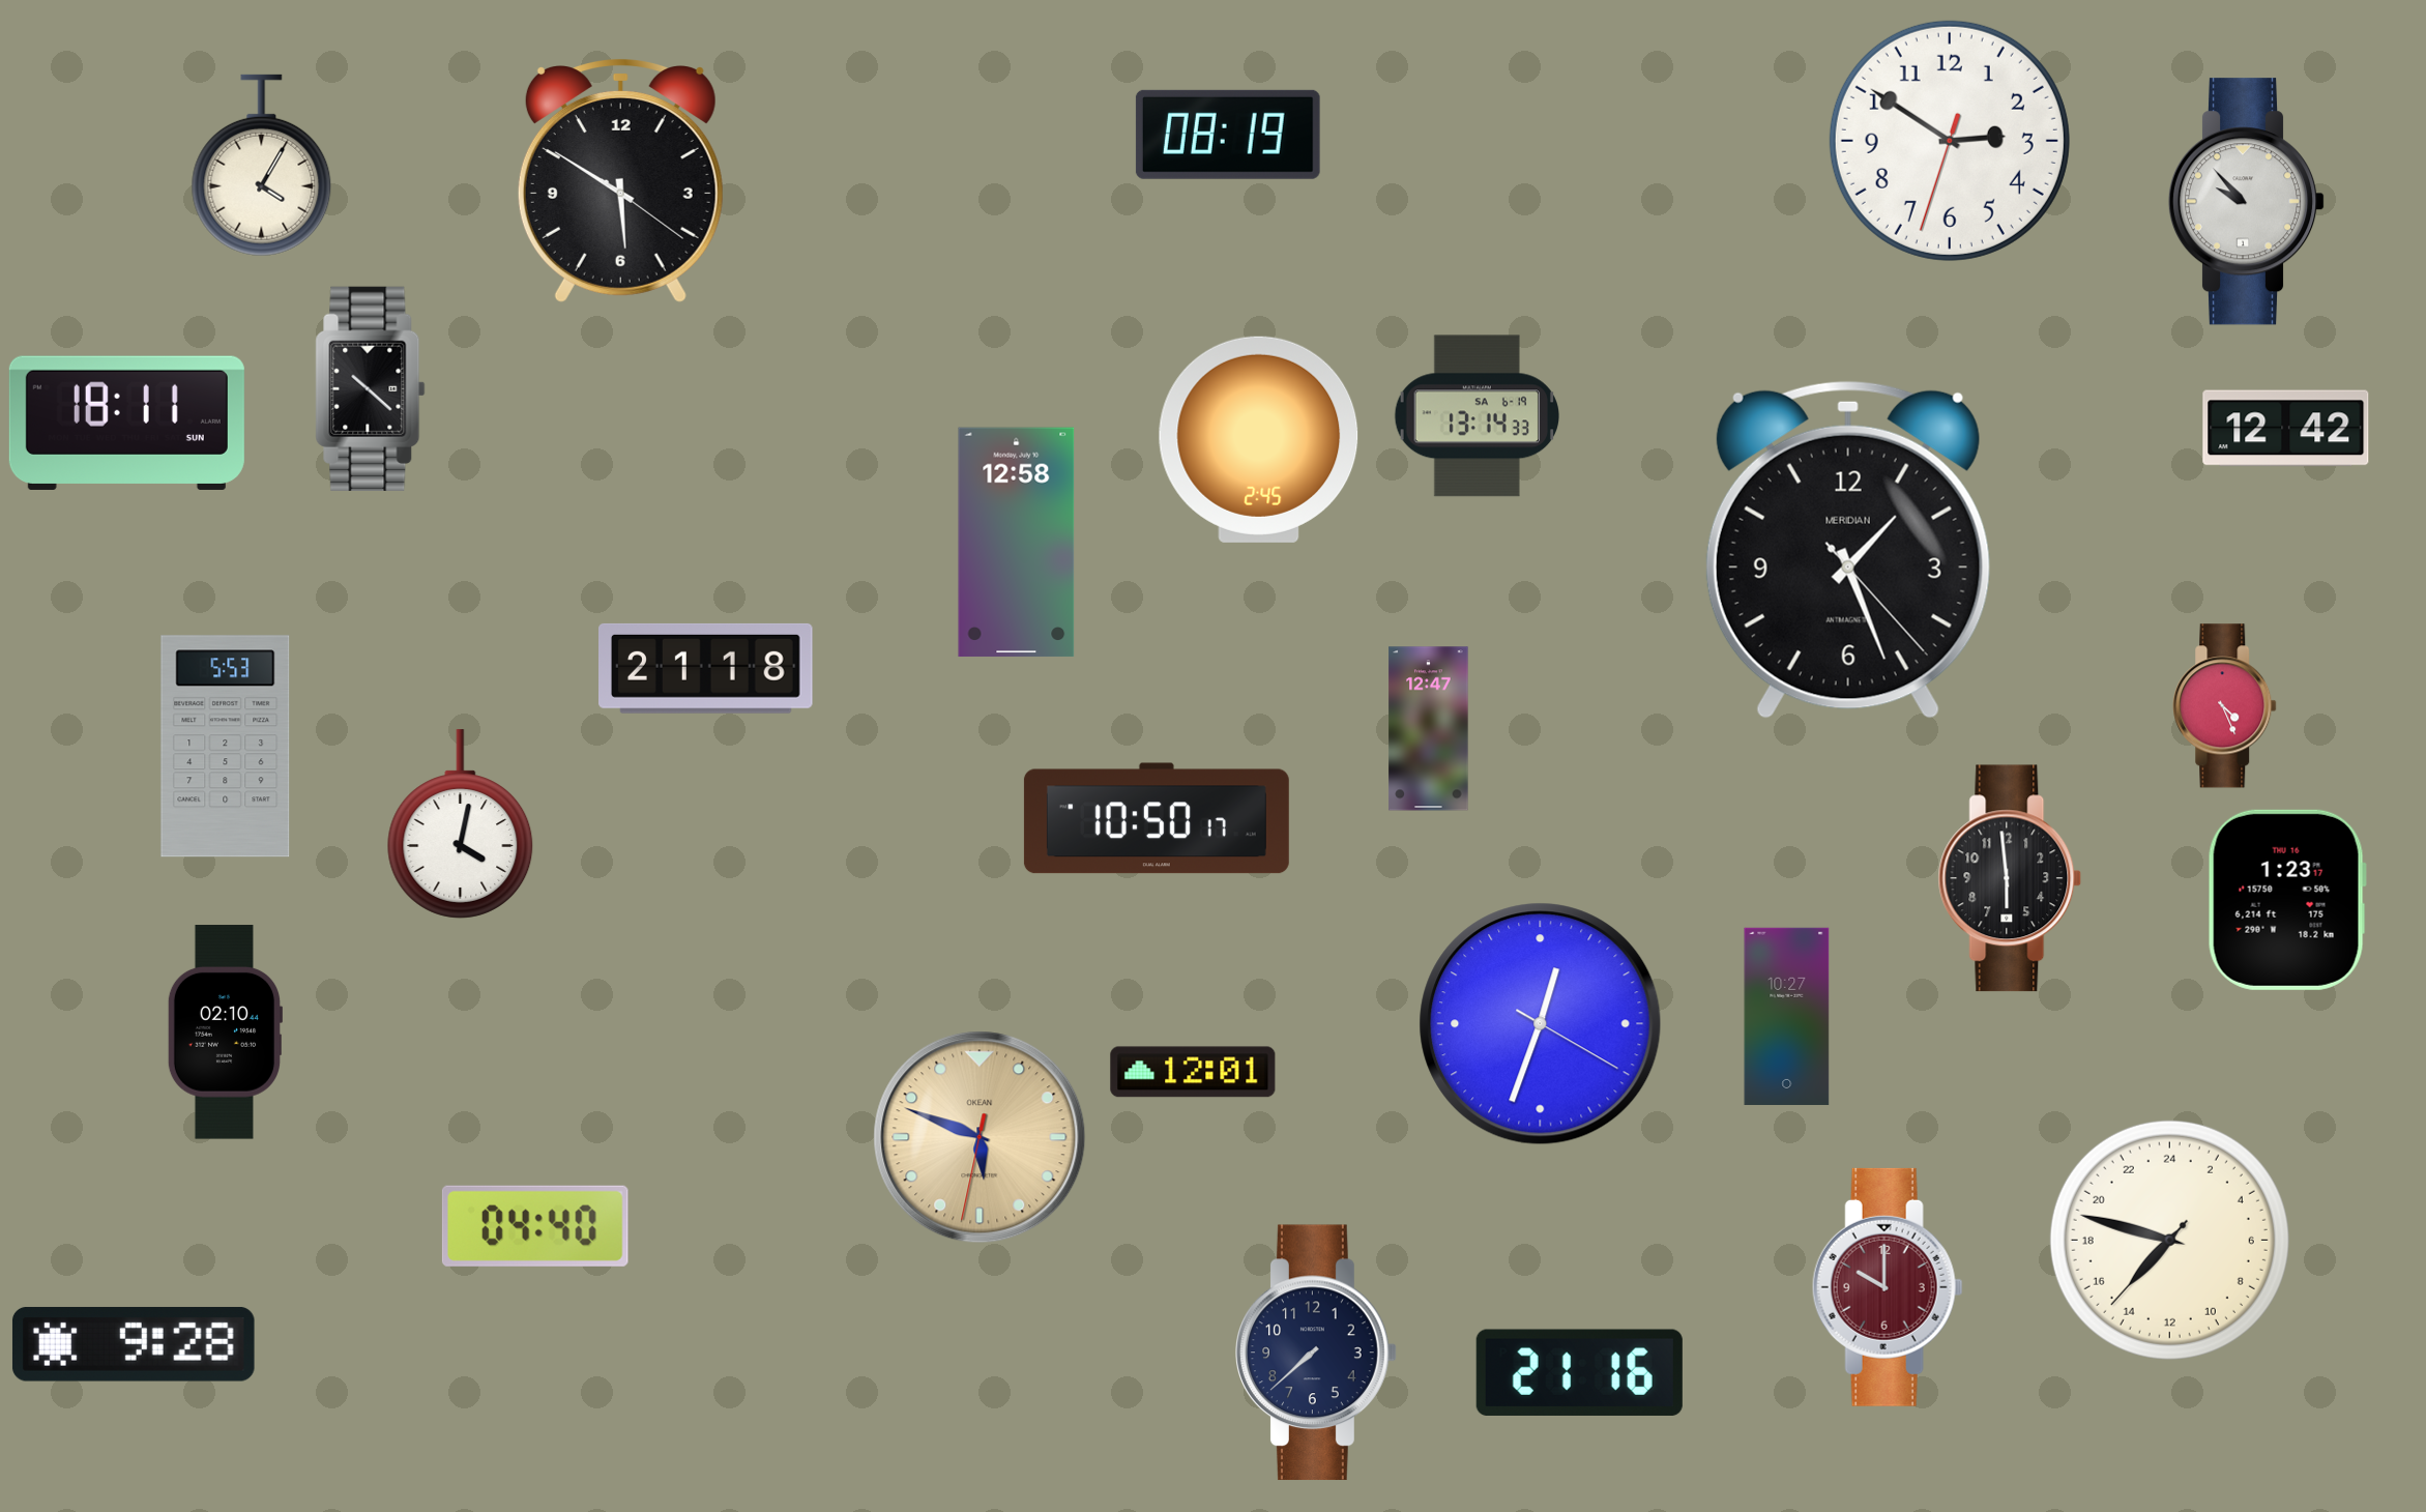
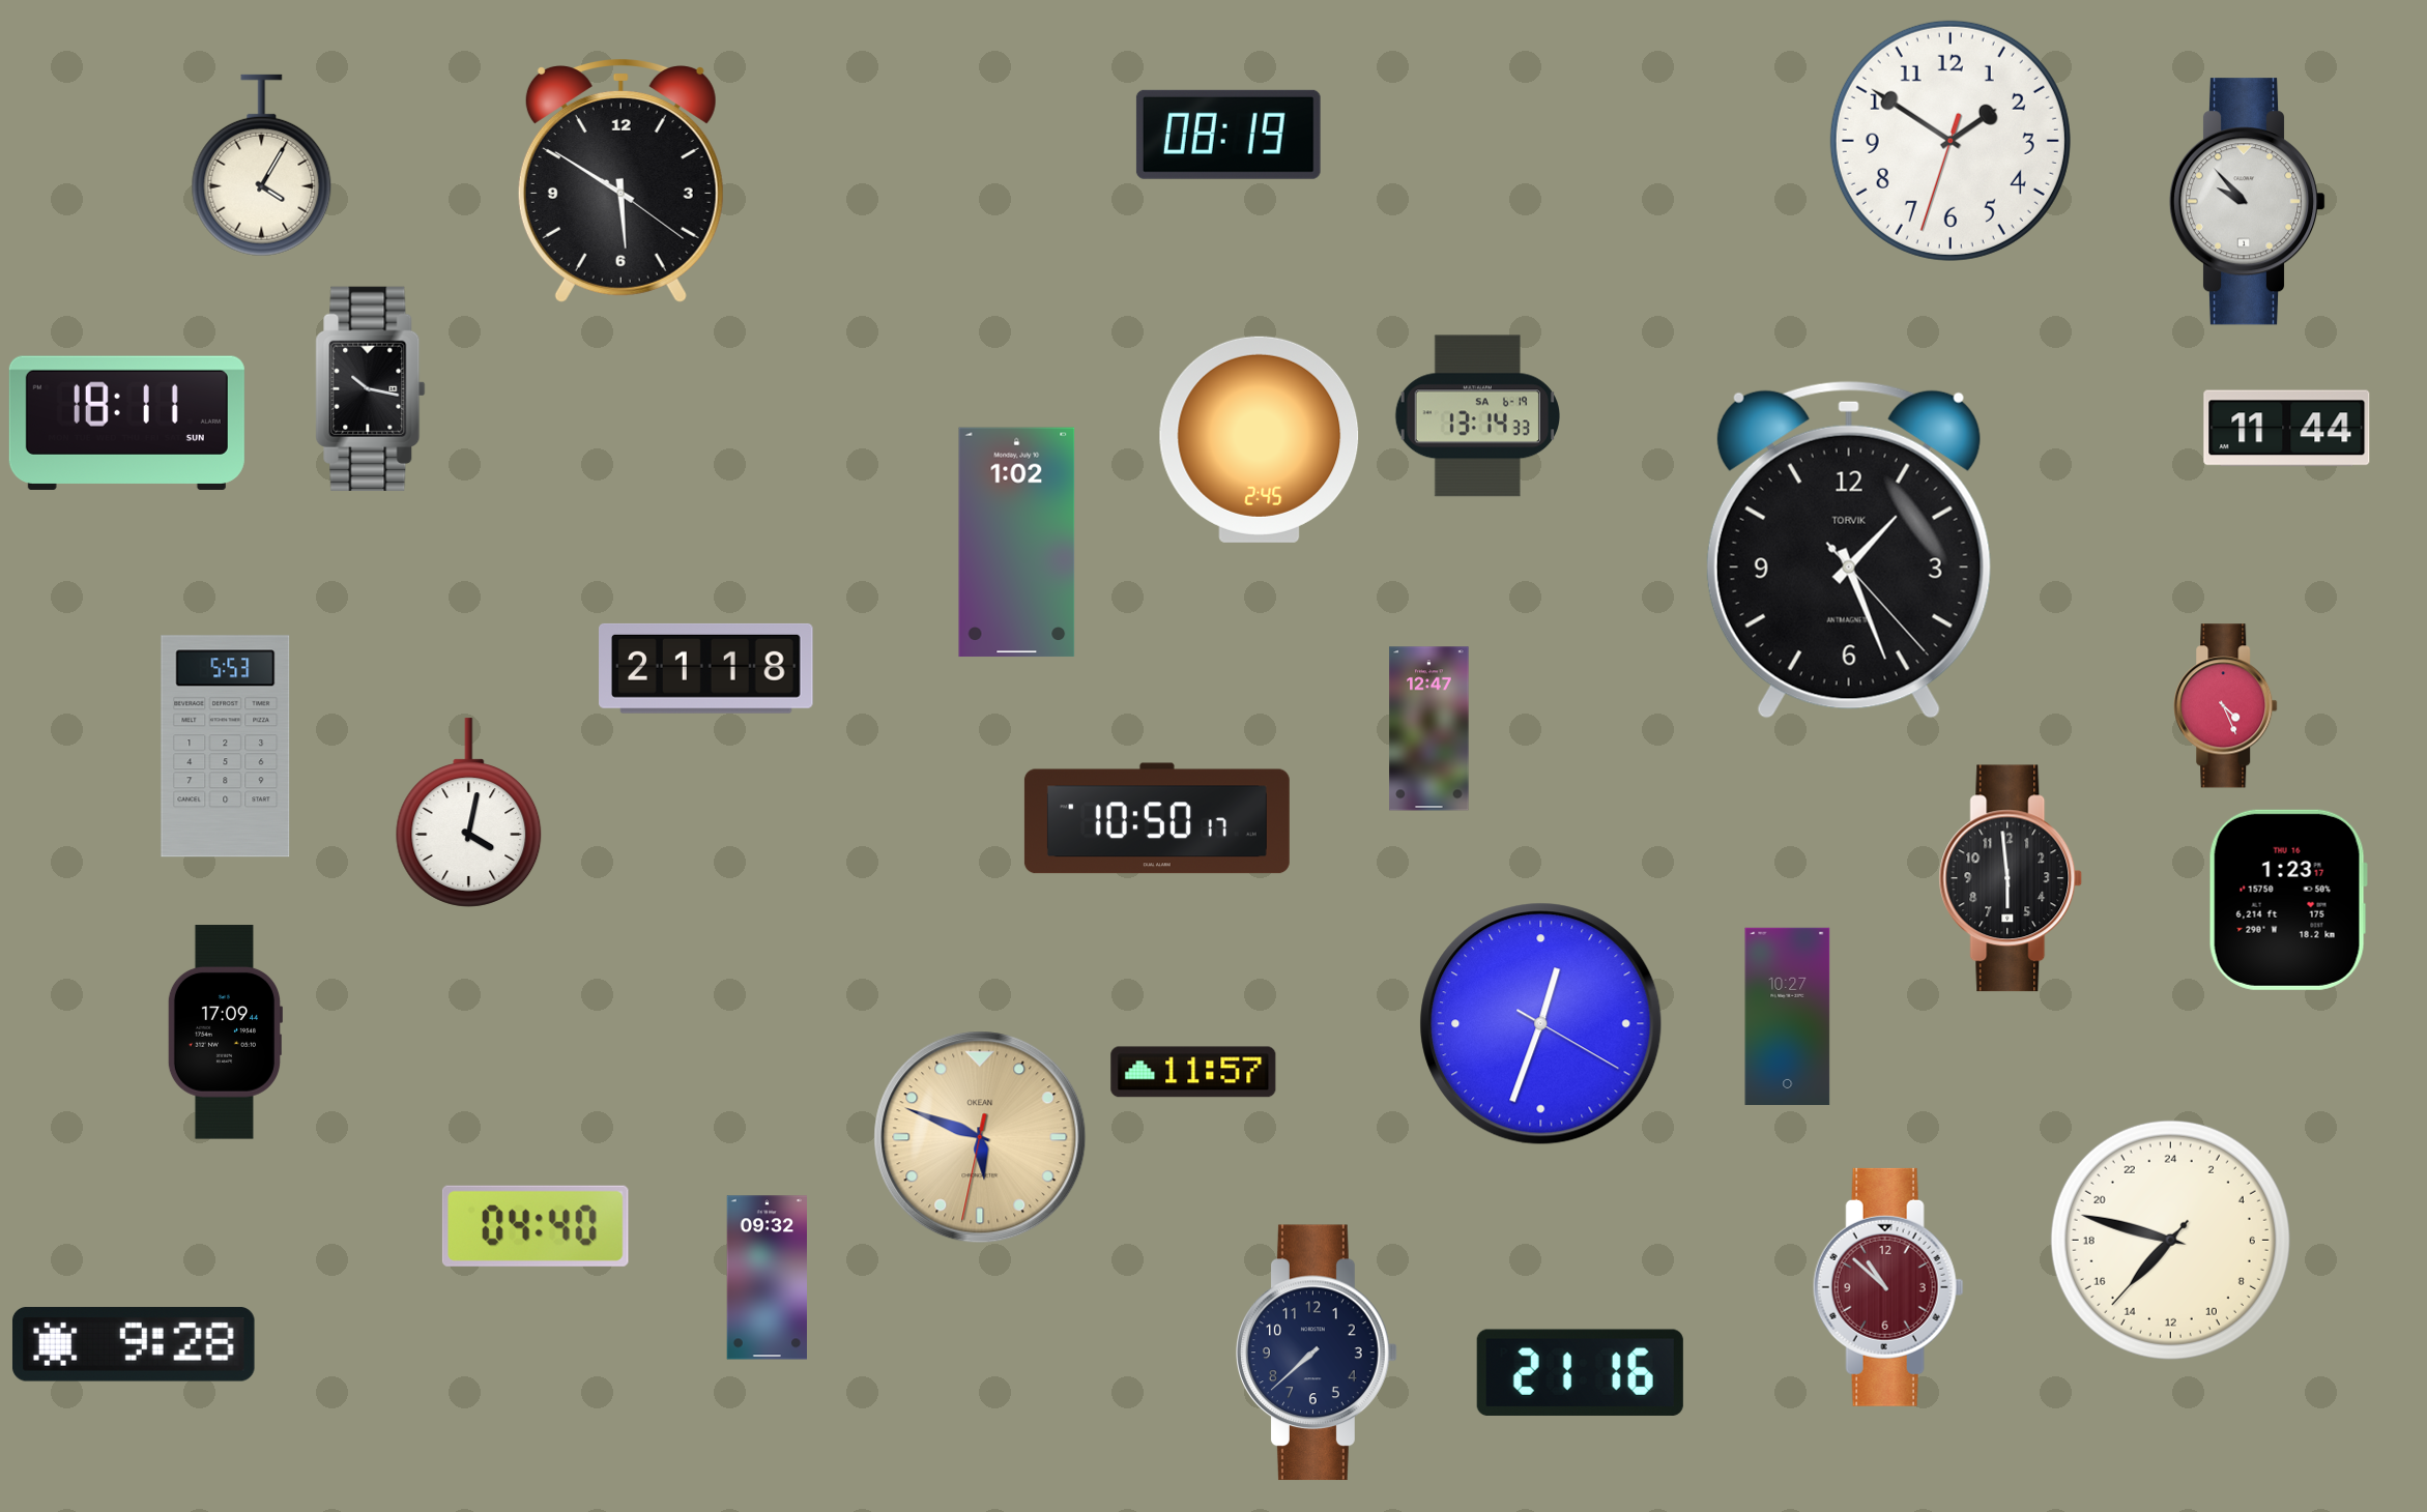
clock at (1950, 141): 2:50 -> 1:50
clock at (371, 388): 10:22 -> 10:17
clock at (2286, 429): 12:42 -> 11:44
clock at (1017, 543): 12:58 -> 1:02
clock at (1848, 550) brand: MERIDIAN -> TORVIK
clock at (461, 824) position: (461, 824) -> (469, 813)
clock at (225, 1033): 02:10 -> 17:09
clock at (1193, 1072): 12:01 -> 11:57
clock at (768, 1278): none -> 09:32
clock at (1888, 1287): 10:00 -> 10:52
